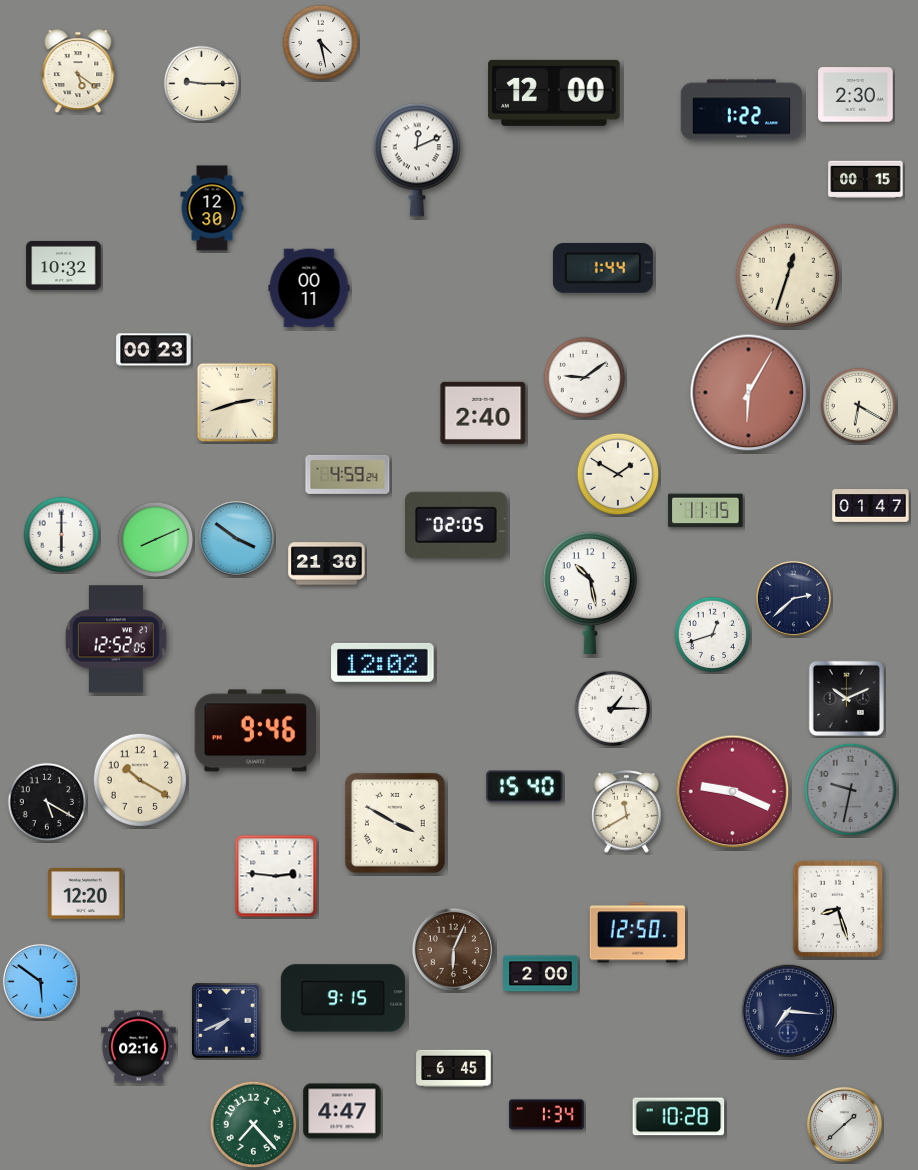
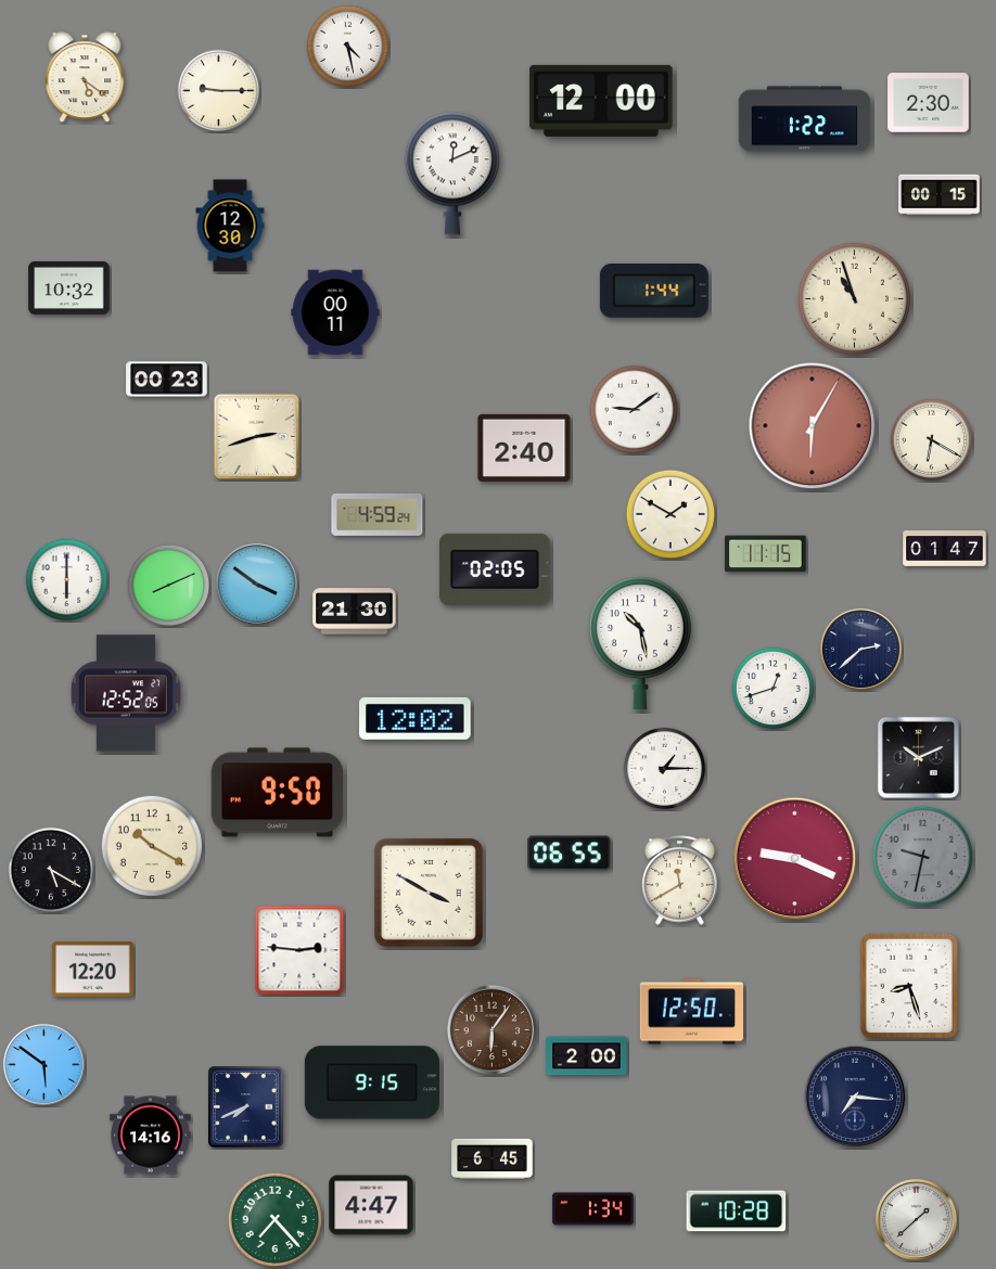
clock at (787, 275): 12:33 -> 10:57
clock at (256, 731): 9:46 -> 9:50
clock at (525, 787): 15:40 -> 06:55
clock at (453, 949): 6:04 -> 6:06
clock at (139, 1047): 02:16 -> 14:16
